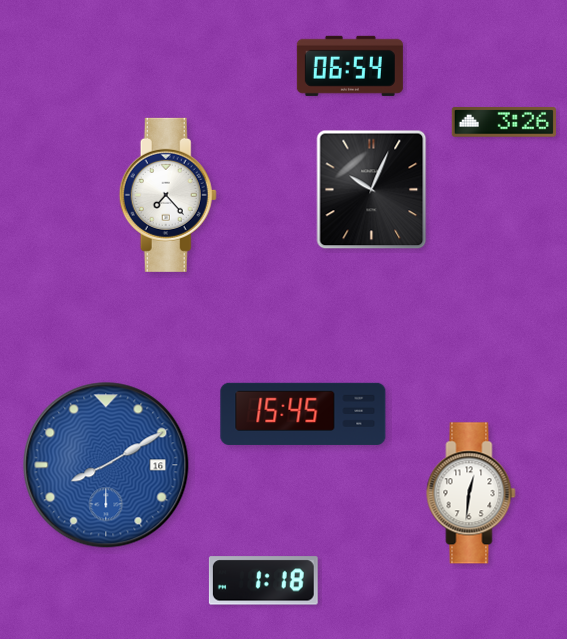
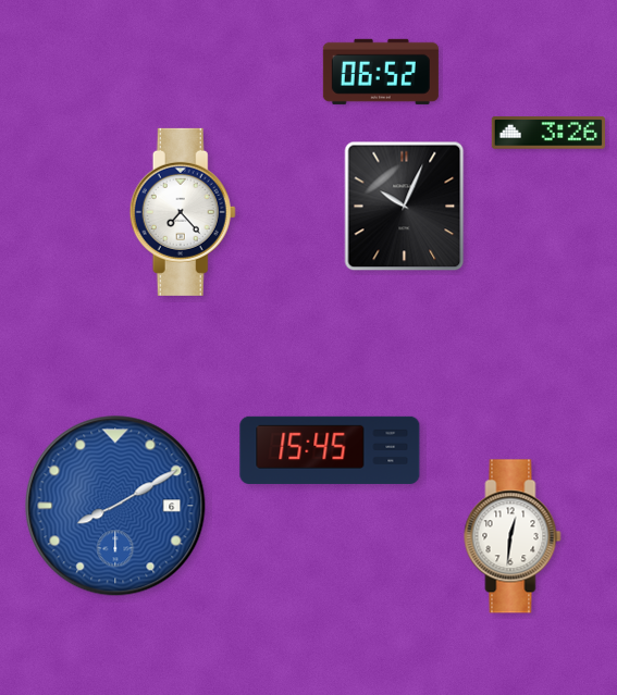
clock at (350, 66): 06:54 -> 06:52
clock at (106, 465) date: 16 -> 6
clock at (263, 581): 1:18 -> none
